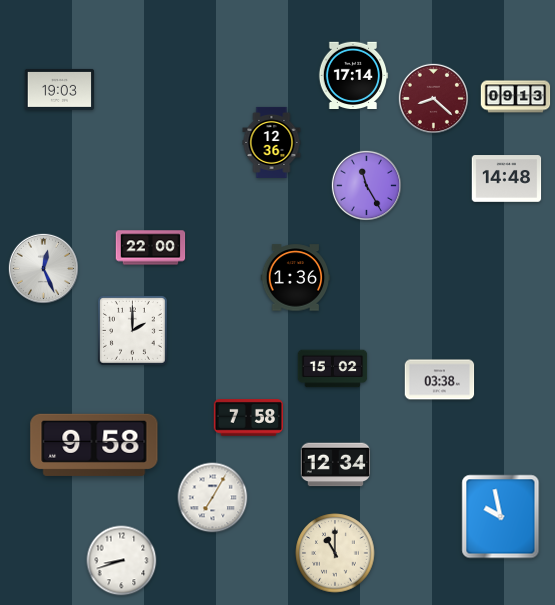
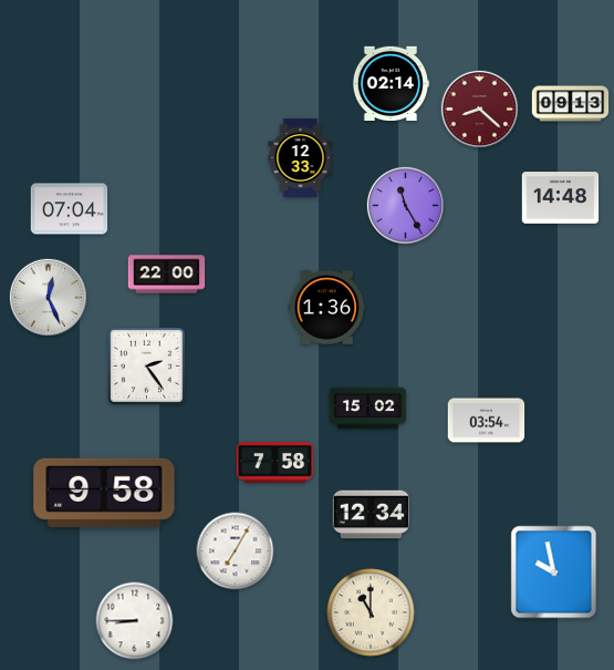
clock at (353, 75): 17:14 -> 02:14
clock at (60, 89): 19:03 -> none
clock at (516, 97) position: (516, 97) -> (571, 104)
clock at (272, 142): 12:36 -> 12:33
clock at (70, 209): none -> 07:04
clock at (132, 330): 2:00 -> 2:24
clock at (440, 380): 03:38 -> 03:54
clock at (122, 561): 8:42 -> 8:45
